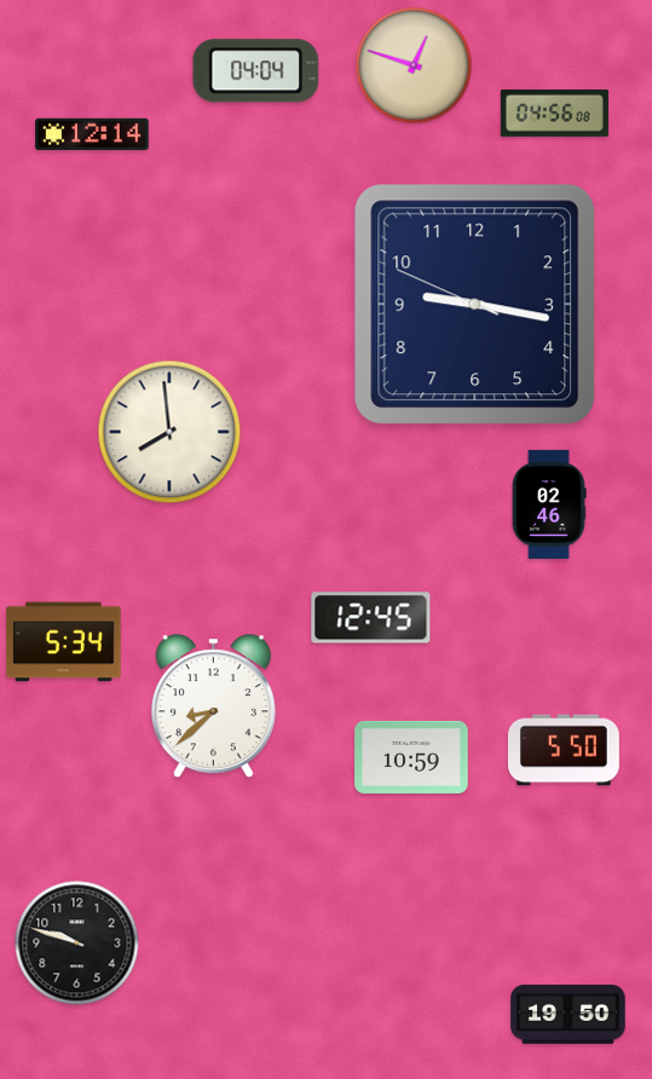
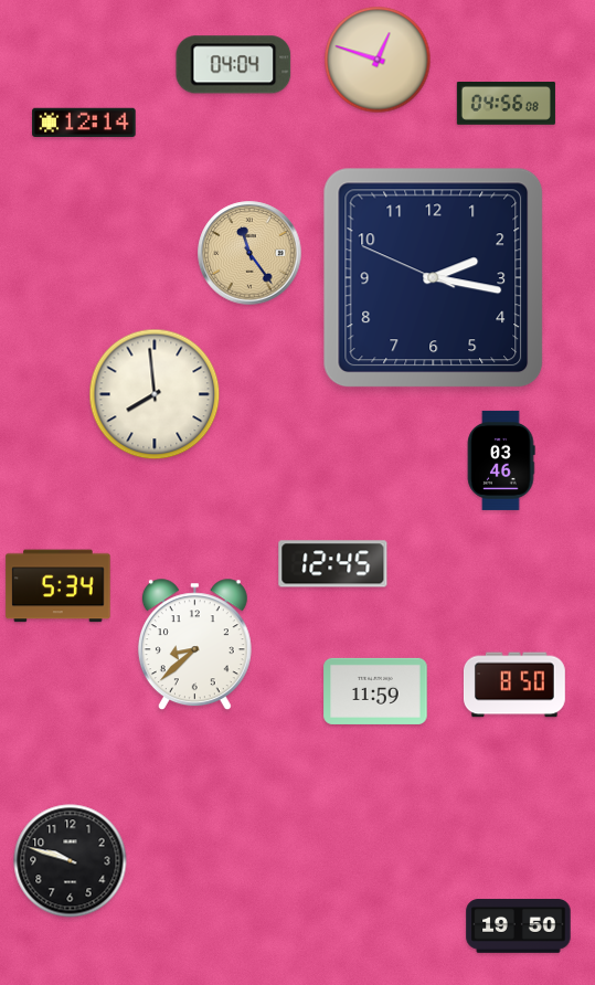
clock at (249, 253): none -> 11:24
clock at (475, 305): 9:16 -> 2:16
clock at (549, 504): 02:46 -> 03:46
clock at (371, 618) position: (371, 618) -> (333, 564)
clock at (564, 750): 5:50 -> 8:50
clock at (411, 757): 10:59 -> 11:59
